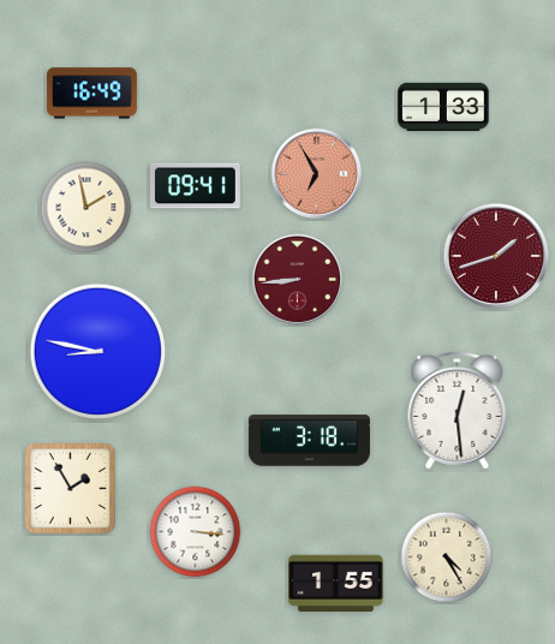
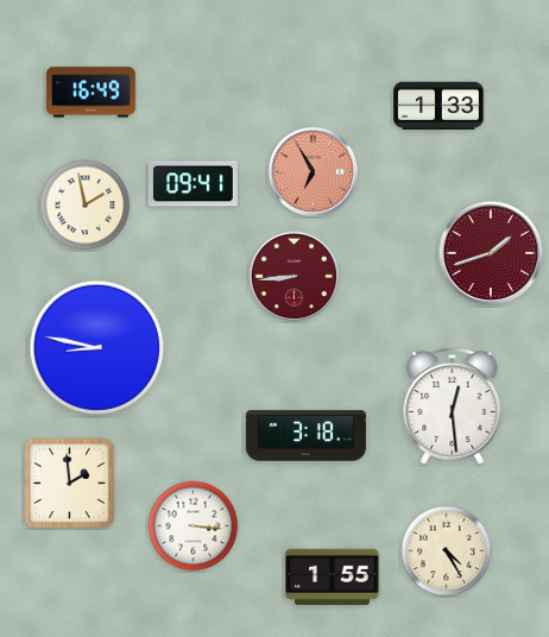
clock at (71, 489): 1:55 -> 1:59
clock at (447, 557) position: (447, 557) -> (447, 551)
